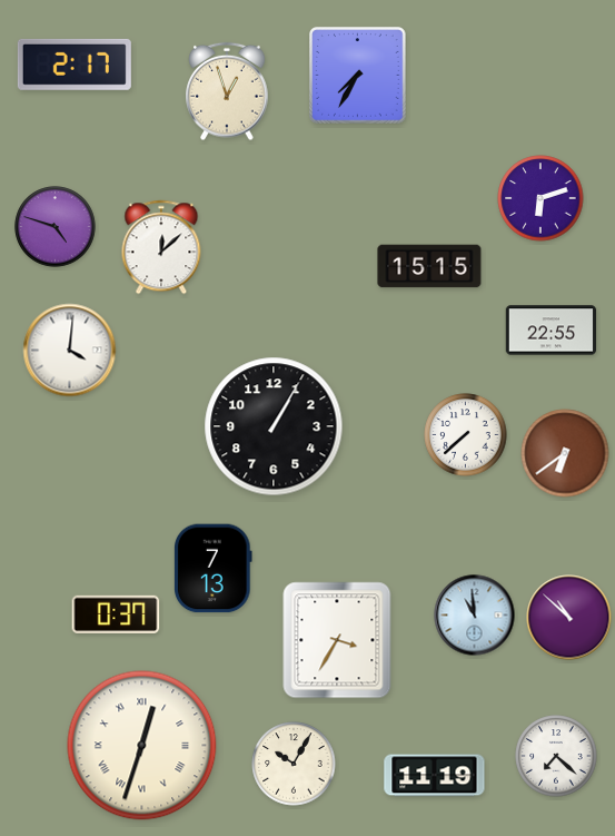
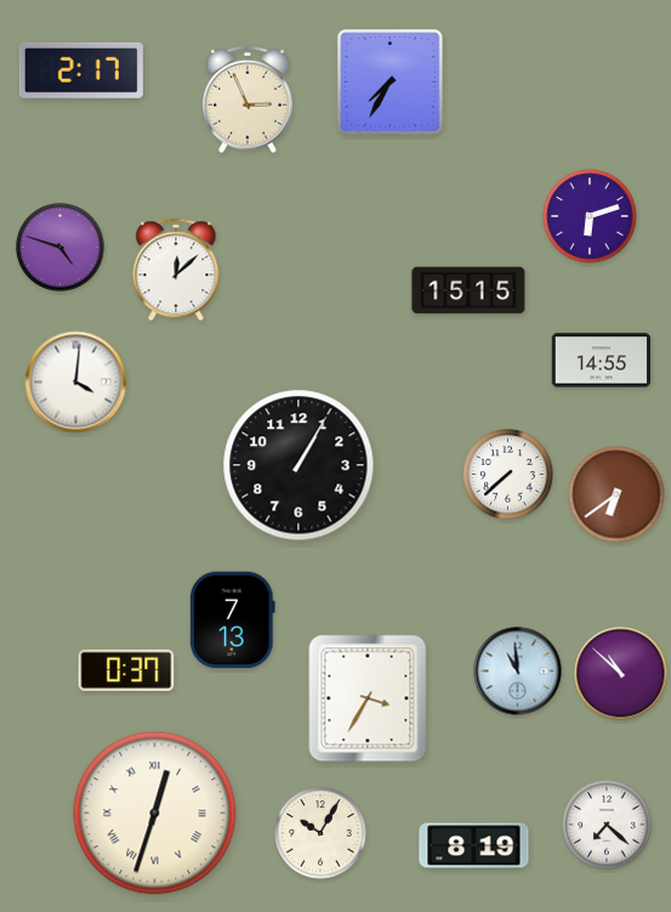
clock at (227, 91): 12:57 -> 2:56
clock at (552, 331): 22:55 -> 14:55
clock at (435, 776): 11:19 -> 8:19
